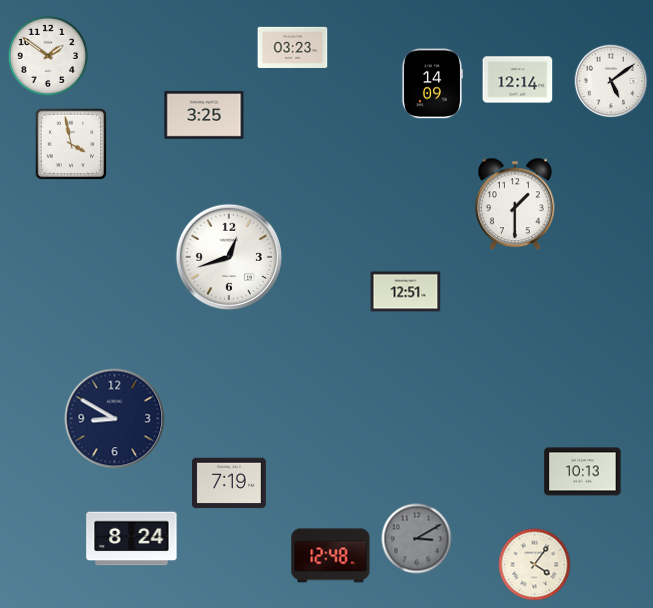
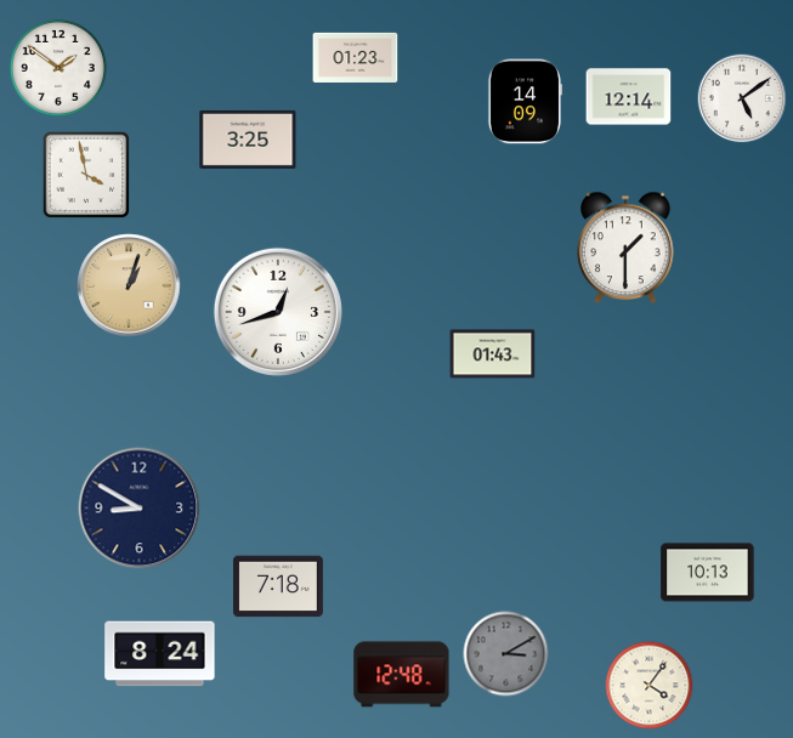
clock at (293, 47): 03:23 -> 01:23
clock at (129, 285): none -> 1:03
clock at (406, 292): 12:51 -> 01:43
clock at (229, 483): 7:19 -> 7:18
